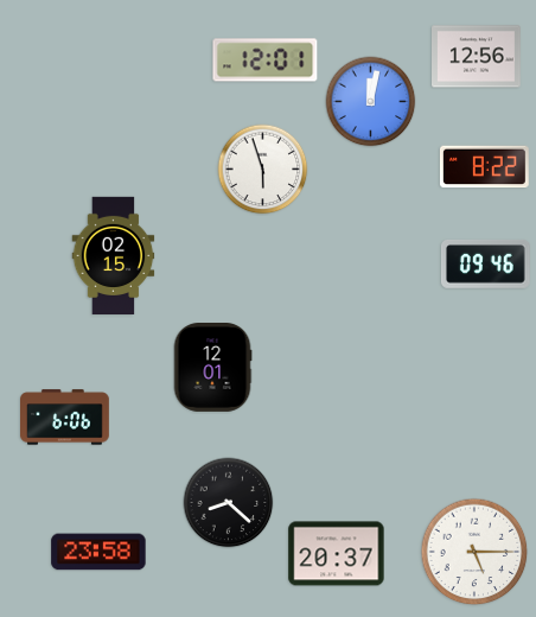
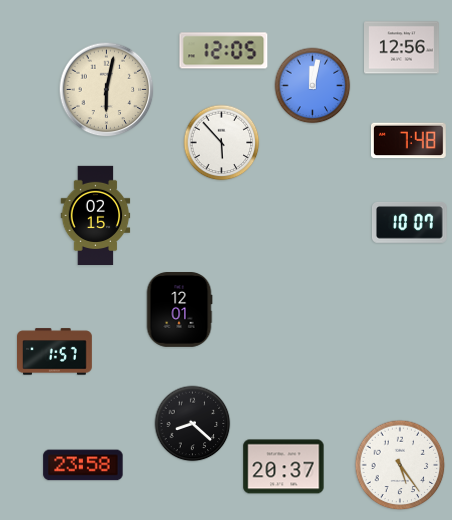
clock at (266, 61): 12:01 -> 12:05
clock at (107, 90): none -> 6:02
clock at (484, 167): 8:22 -> 7:48
clock at (263, 170): 5:57 -> 5:53
clock at (485, 265): 09:46 -> 10:07
clock at (65, 418): 6:06 -> 1:57
clock at (474, 552): 5:15 -> 5:24
